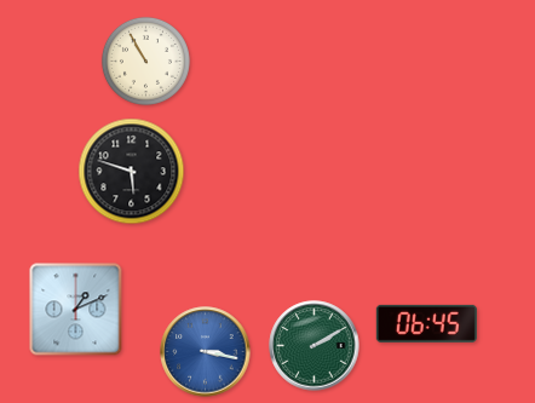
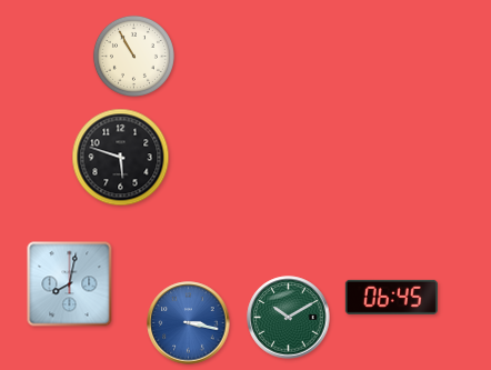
clock at (76, 310): 1:11 -> 8:02
clock at (315, 346): 2:10 -> 10:10
